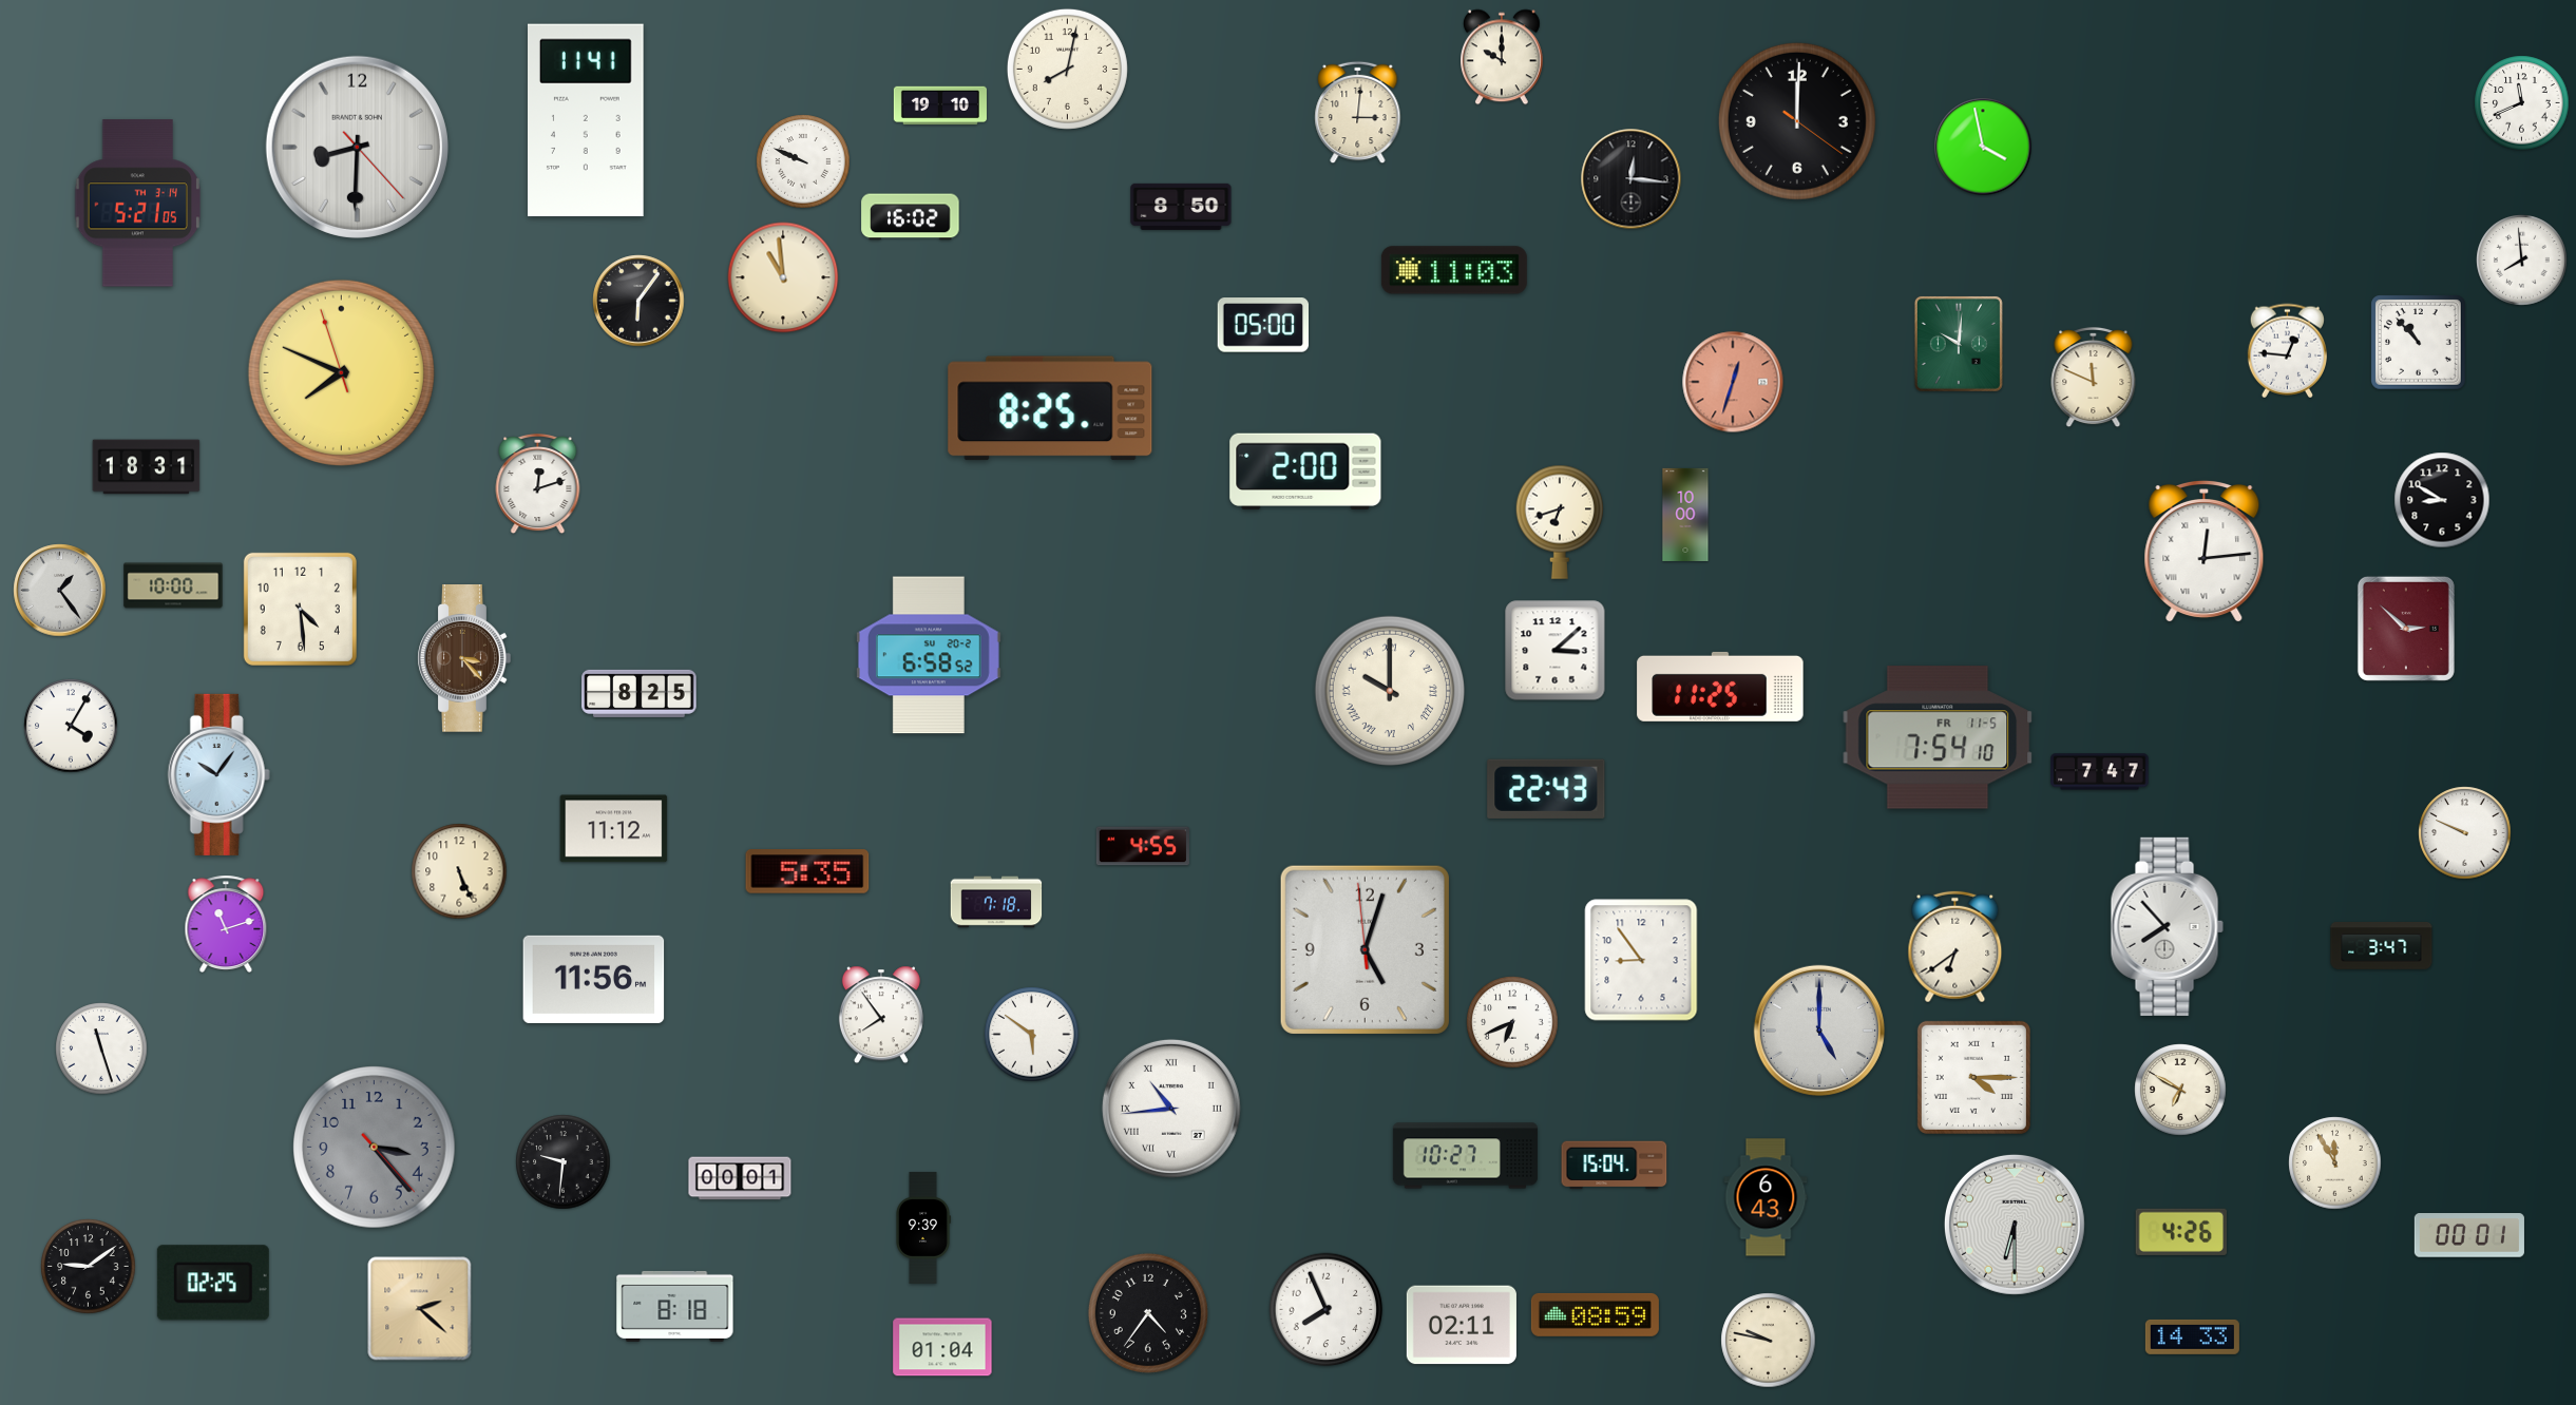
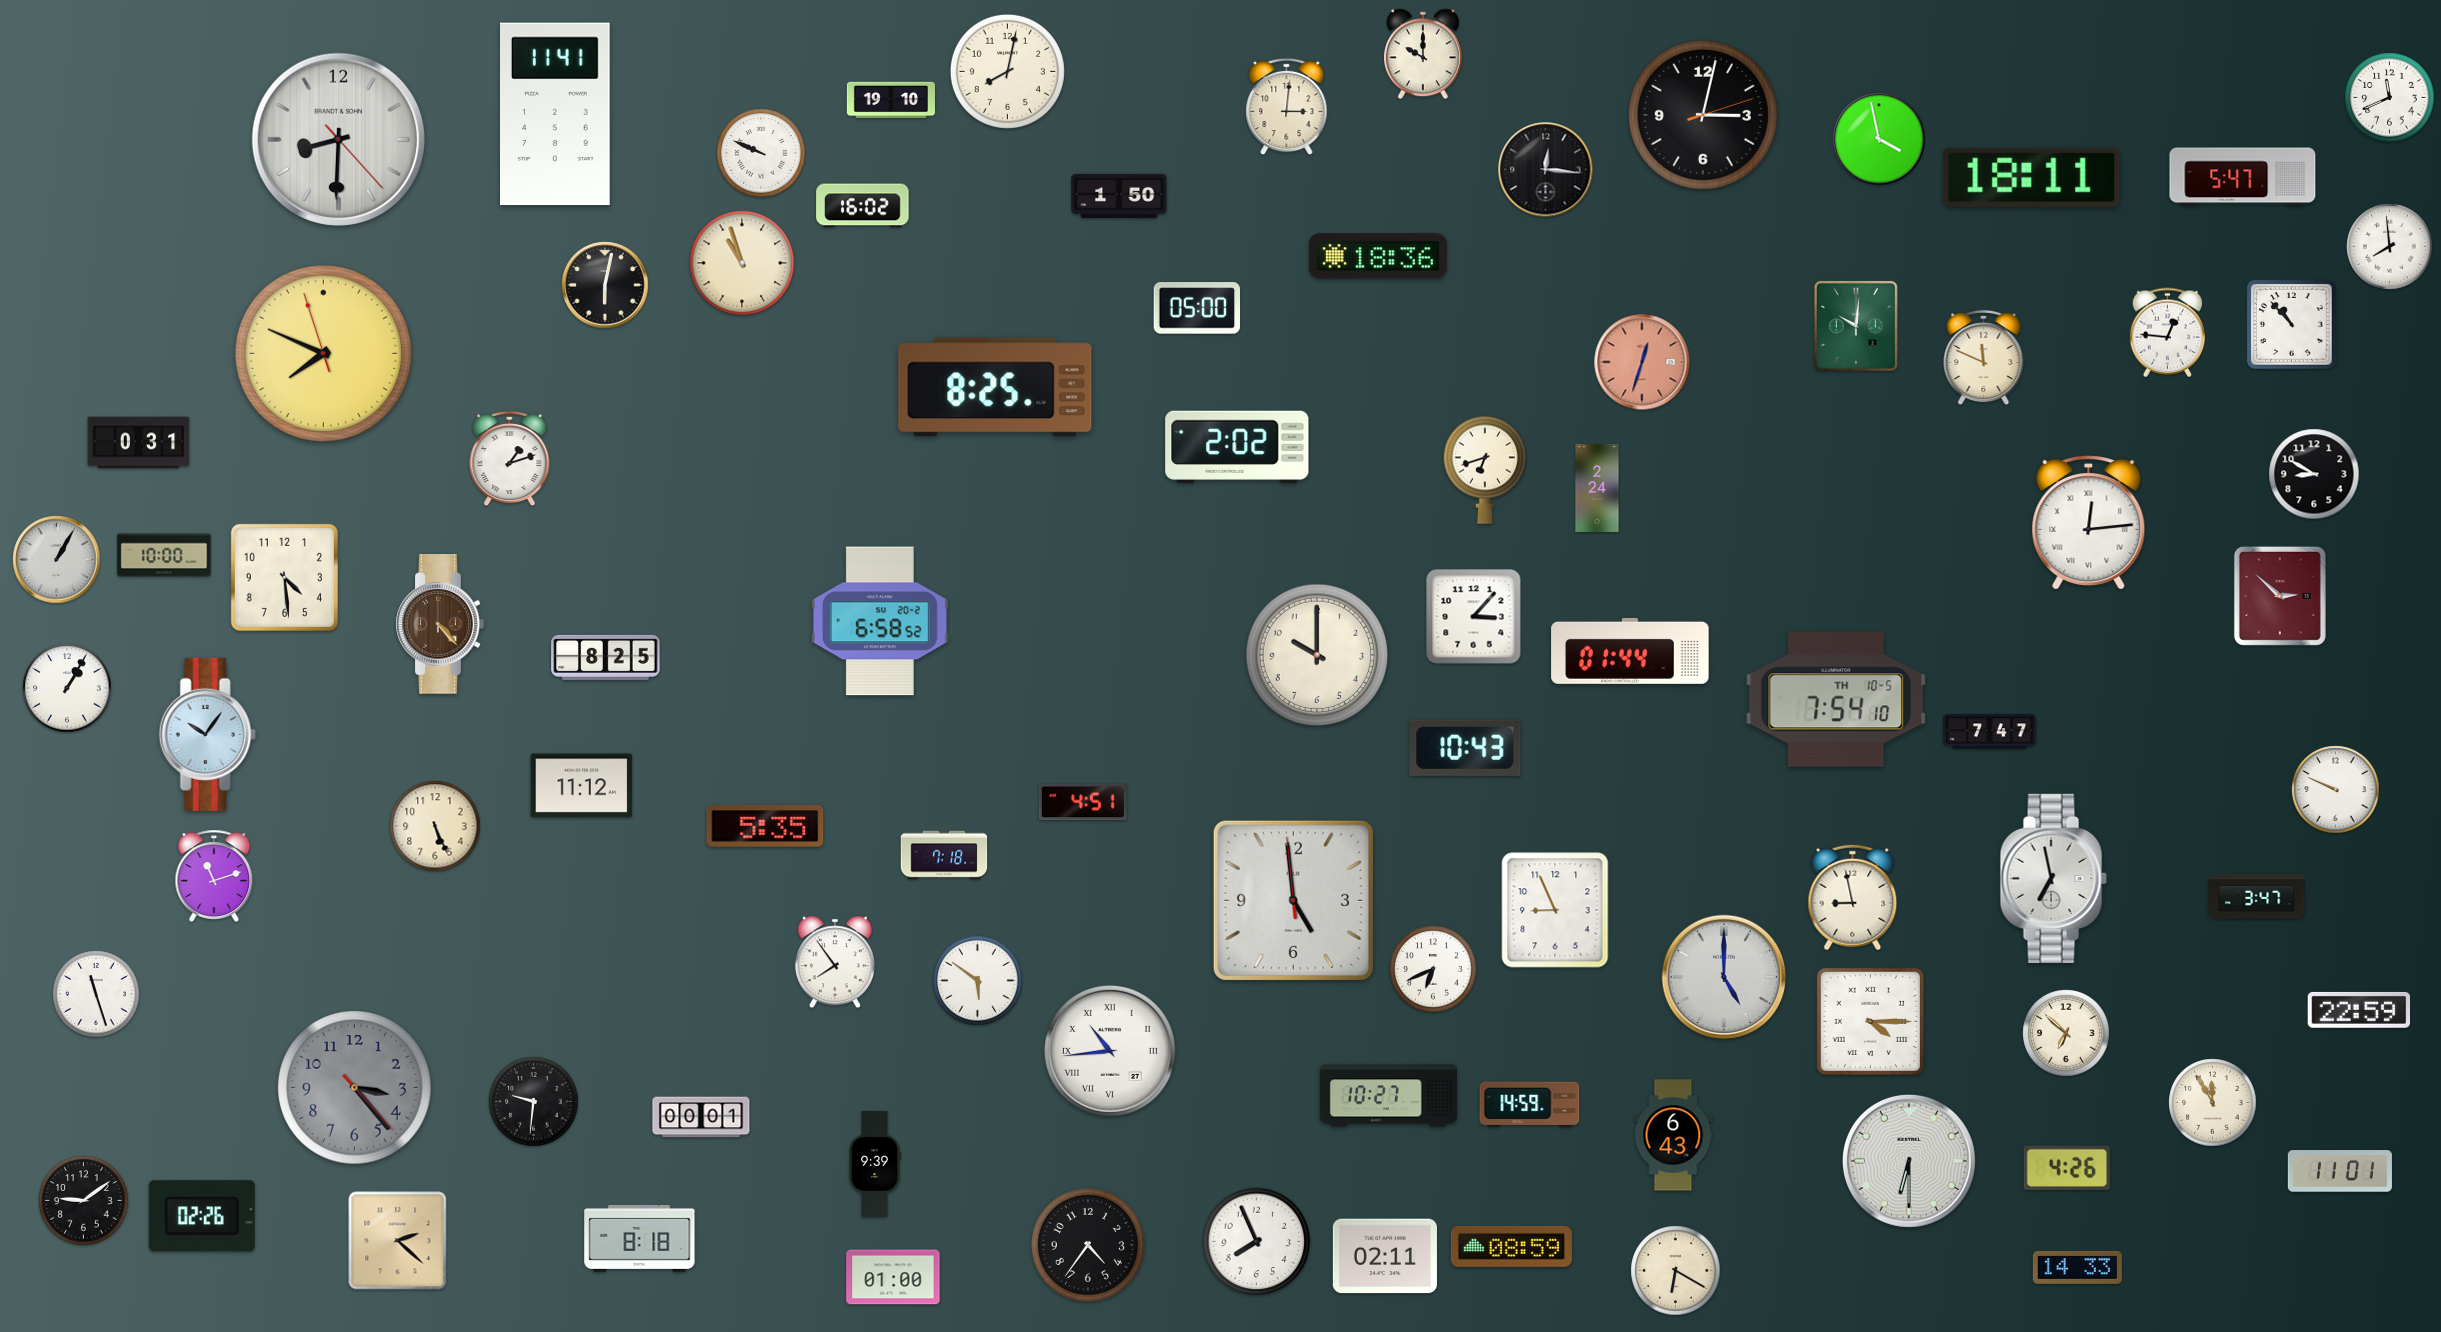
clock at (1067, 69) position: (1067, 69) -> (1007, 71)
clock at (1797, 121): 12:00 -> 3:02
clock at (2032, 177): none -> 18:11
clock at (2243, 177): none -> 5:47
clock at (138, 204): 5:21 -> none
clock at (1181, 207): 8:50 -> 1:50
clock at (1454, 270): 11:03 -> 18:36
clock at (783, 277): 10:59 -> 10:57
clock at (638, 301): 6:06 -> 6:02
clock at (147, 467): 18:31 -> 0:31
clock at (1305, 470): 2:00 -> 2:02
clock at (538, 484): 12:12 -> 1:12
clock at (1685, 515): 10:00 -> 2:24
clock at (1560, 522) position: (1560, 522) -> (1485, 470)
clock at (60, 591): 1:24 -> 1:05
clock at (1556, 651): 3:08 -> 3:07
clock at (464, 659): 3:23 -> 4:23
clock at (1720, 687): 11:25 -> 01:44
clock at (1389, 690) numerals: Roman -> Arabic
clock at (71, 726): 4:05 -> 1:05
clock at (1938, 737) date: FR 11-5 -> TH 10-5
clock at (1546, 789): 22:43 -> 10:43
clock at (1143, 846): 4:55 -> 4:51
clock at (2167, 926): 7:53 -> 6:58
clock at (1955, 947): 6:39 -> 8:58
clock at (1365, 949): 5:02 -> 4:58
clock at (1641, 960): 8:54 -> 8:56
clock at (594, 979): 11:56 -> none
clock at (2359, 1010): none -> 22:59
clock at (2180, 1090): 6:50 -> 6:52
clock at (1615, 1166): 15:04 -> 14:59
clock at (2469, 1235): 00:01 -> 11:01
clock at (213, 1283): 02:25 -> 02:26
clock at (1769, 1341): 9:47 -> 6:20
clock at (942, 1347): 01:04 -> 01:00
